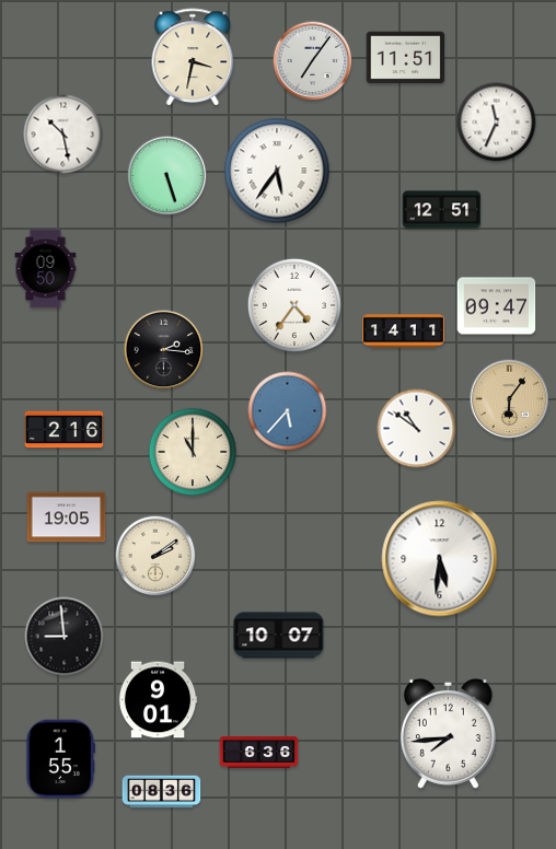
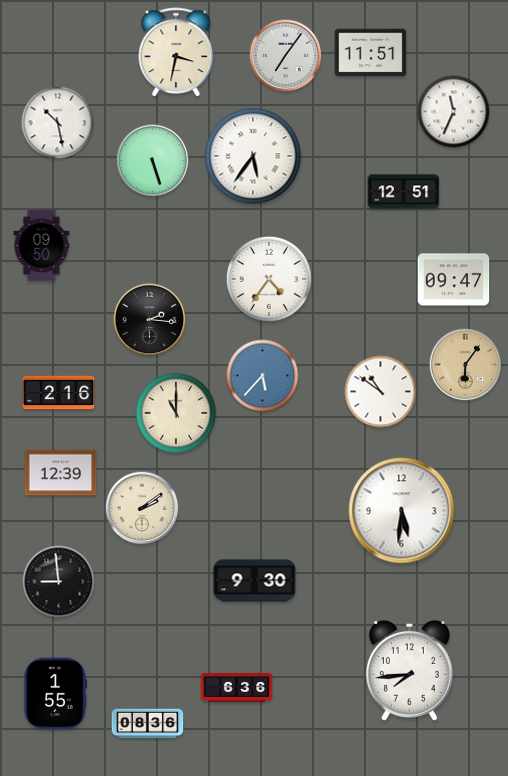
clock at (403, 332): 14:11 -> none
clock at (67, 517): 19:05 -> 12:39
clock at (279, 636): 10:07 -> 9:30
clock at (158, 700): 9:01 -> none
